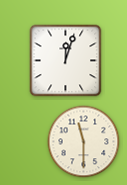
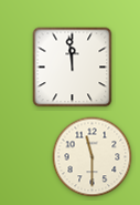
clock at (66, 61): 12:03 -> 11:59
